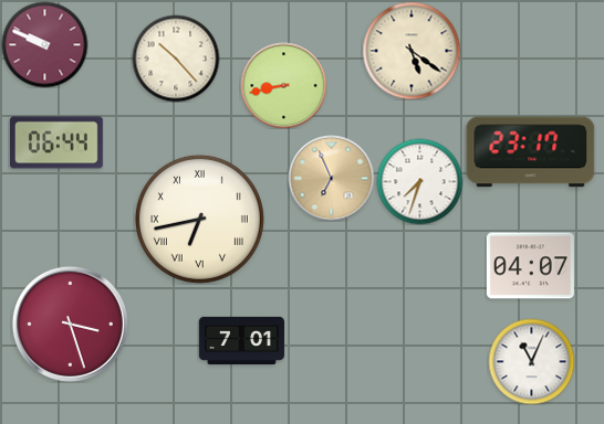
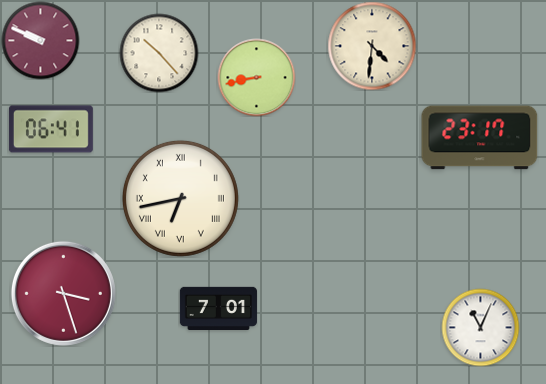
clock at (412, 51): 5:21 -> 4:31
clock at (56, 142): 06:44 -> 06:41
clock at (331, 178): 6:56 -> none
clock at (419, 181): 7:33 -> none
clock at (530, 266): 04:07 -> none
